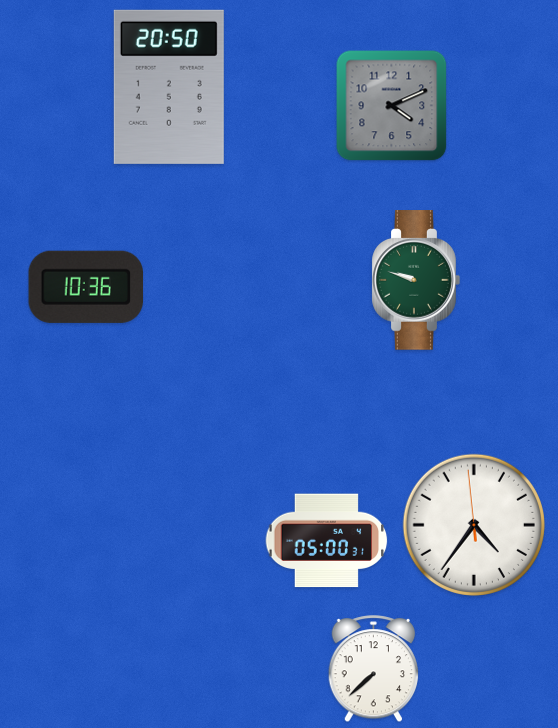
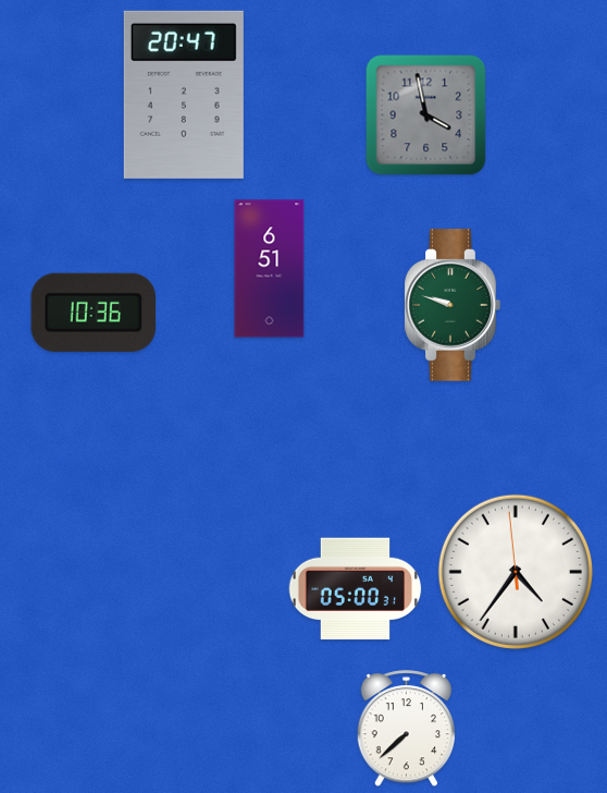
clock at (169, 87): 20:50 -> 20:47
clock at (392, 106): 4:11 -> 3:58
clock at (270, 269): none -> 6:51
